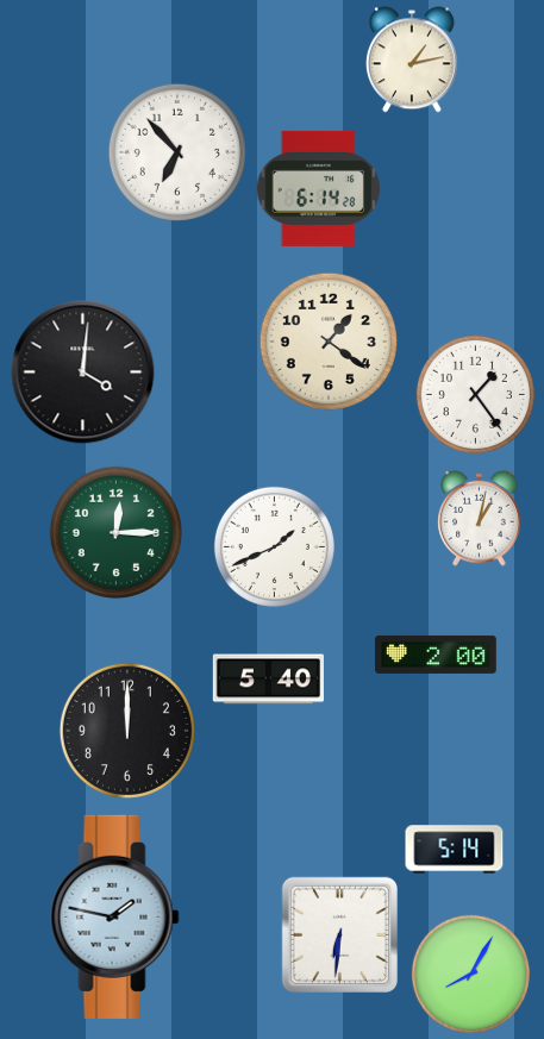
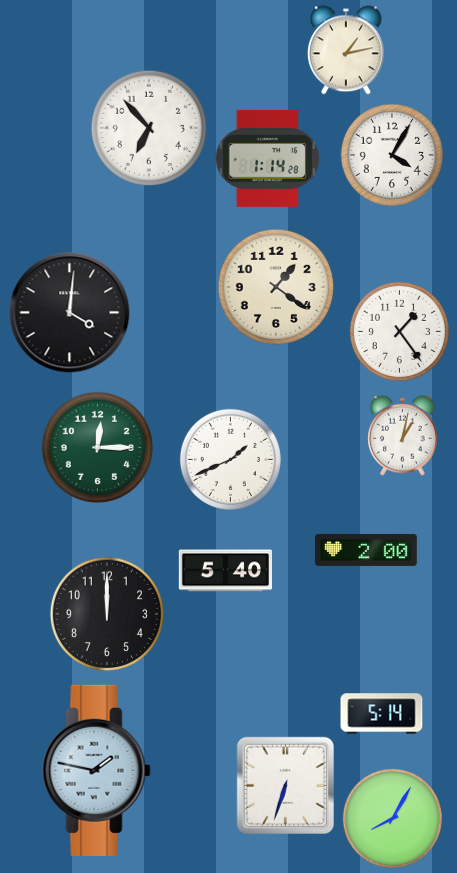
clock at (392, 155): none -> 4:05
clock at (318, 188): 6:14 -> 1:14
clock at (339, 934): 6:31 -> 6:33
clock at (470, 974) position: (470, 974) -> (392, 818)
